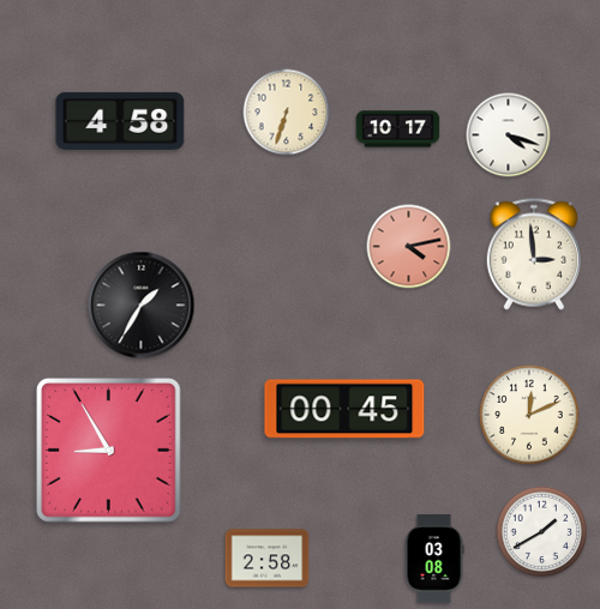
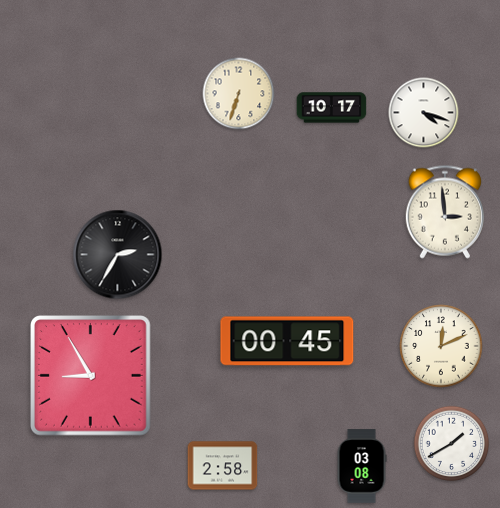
clock at (120, 121): 4:58 -> none
clock at (409, 247): 4:13 -> none
clock at (142, 306): 1:35 -> 2:35
